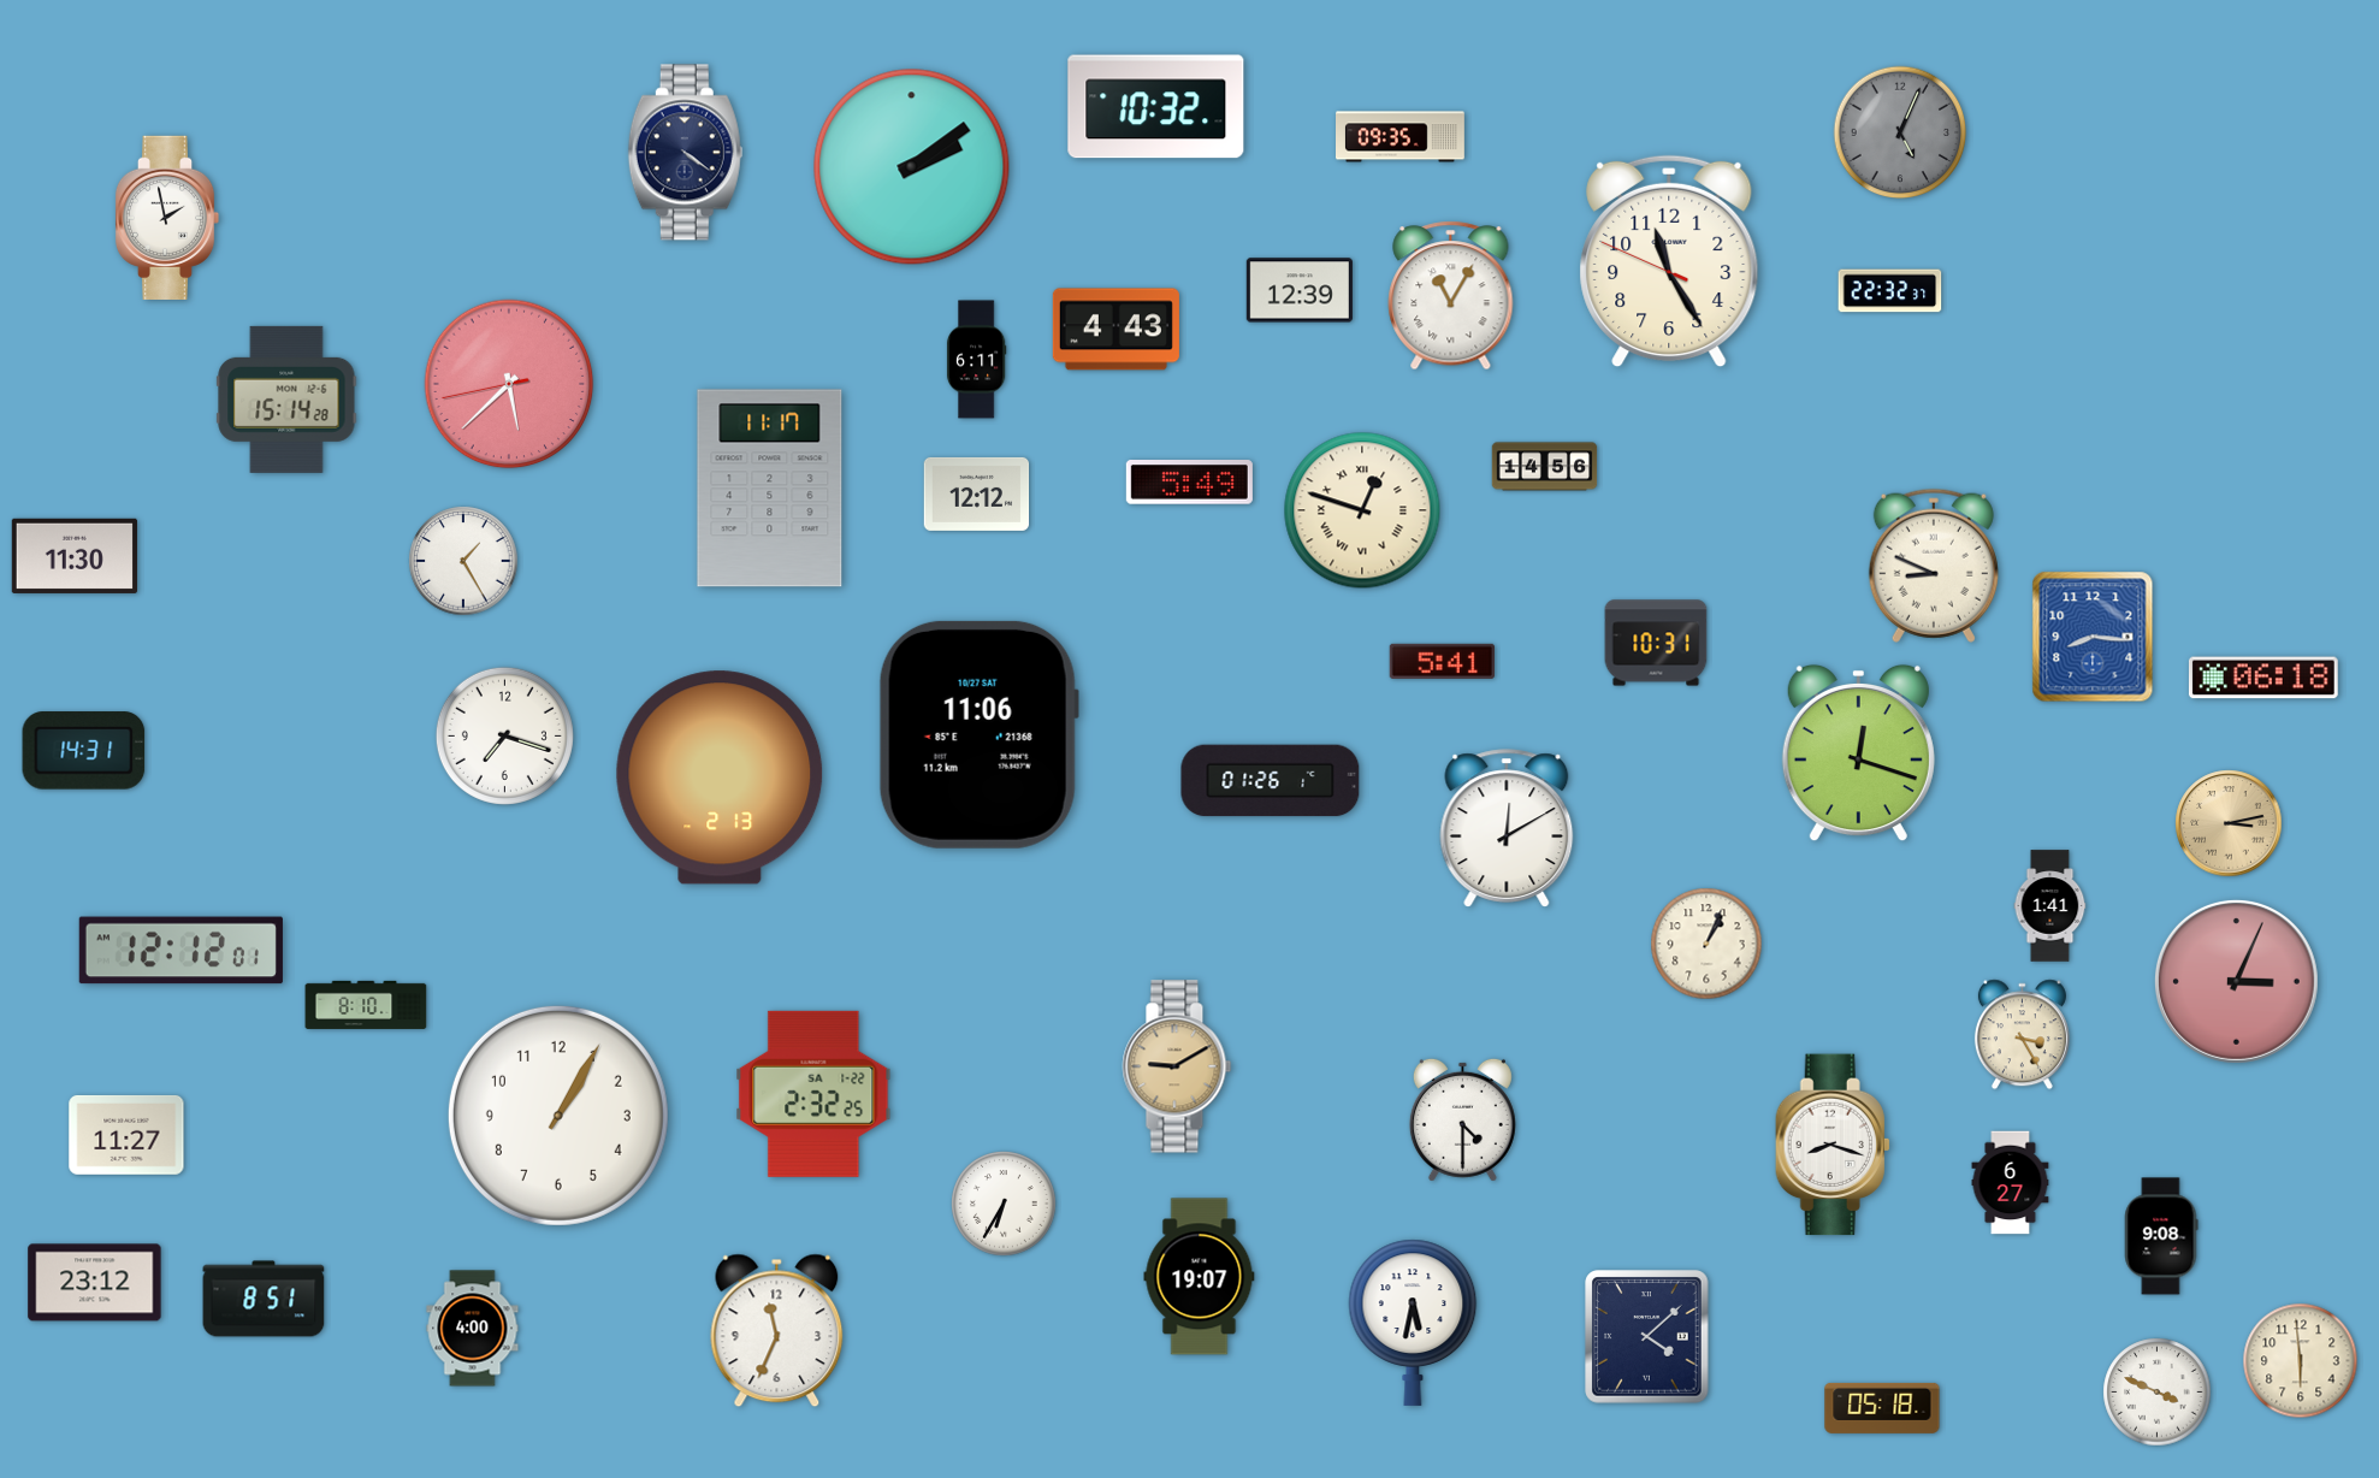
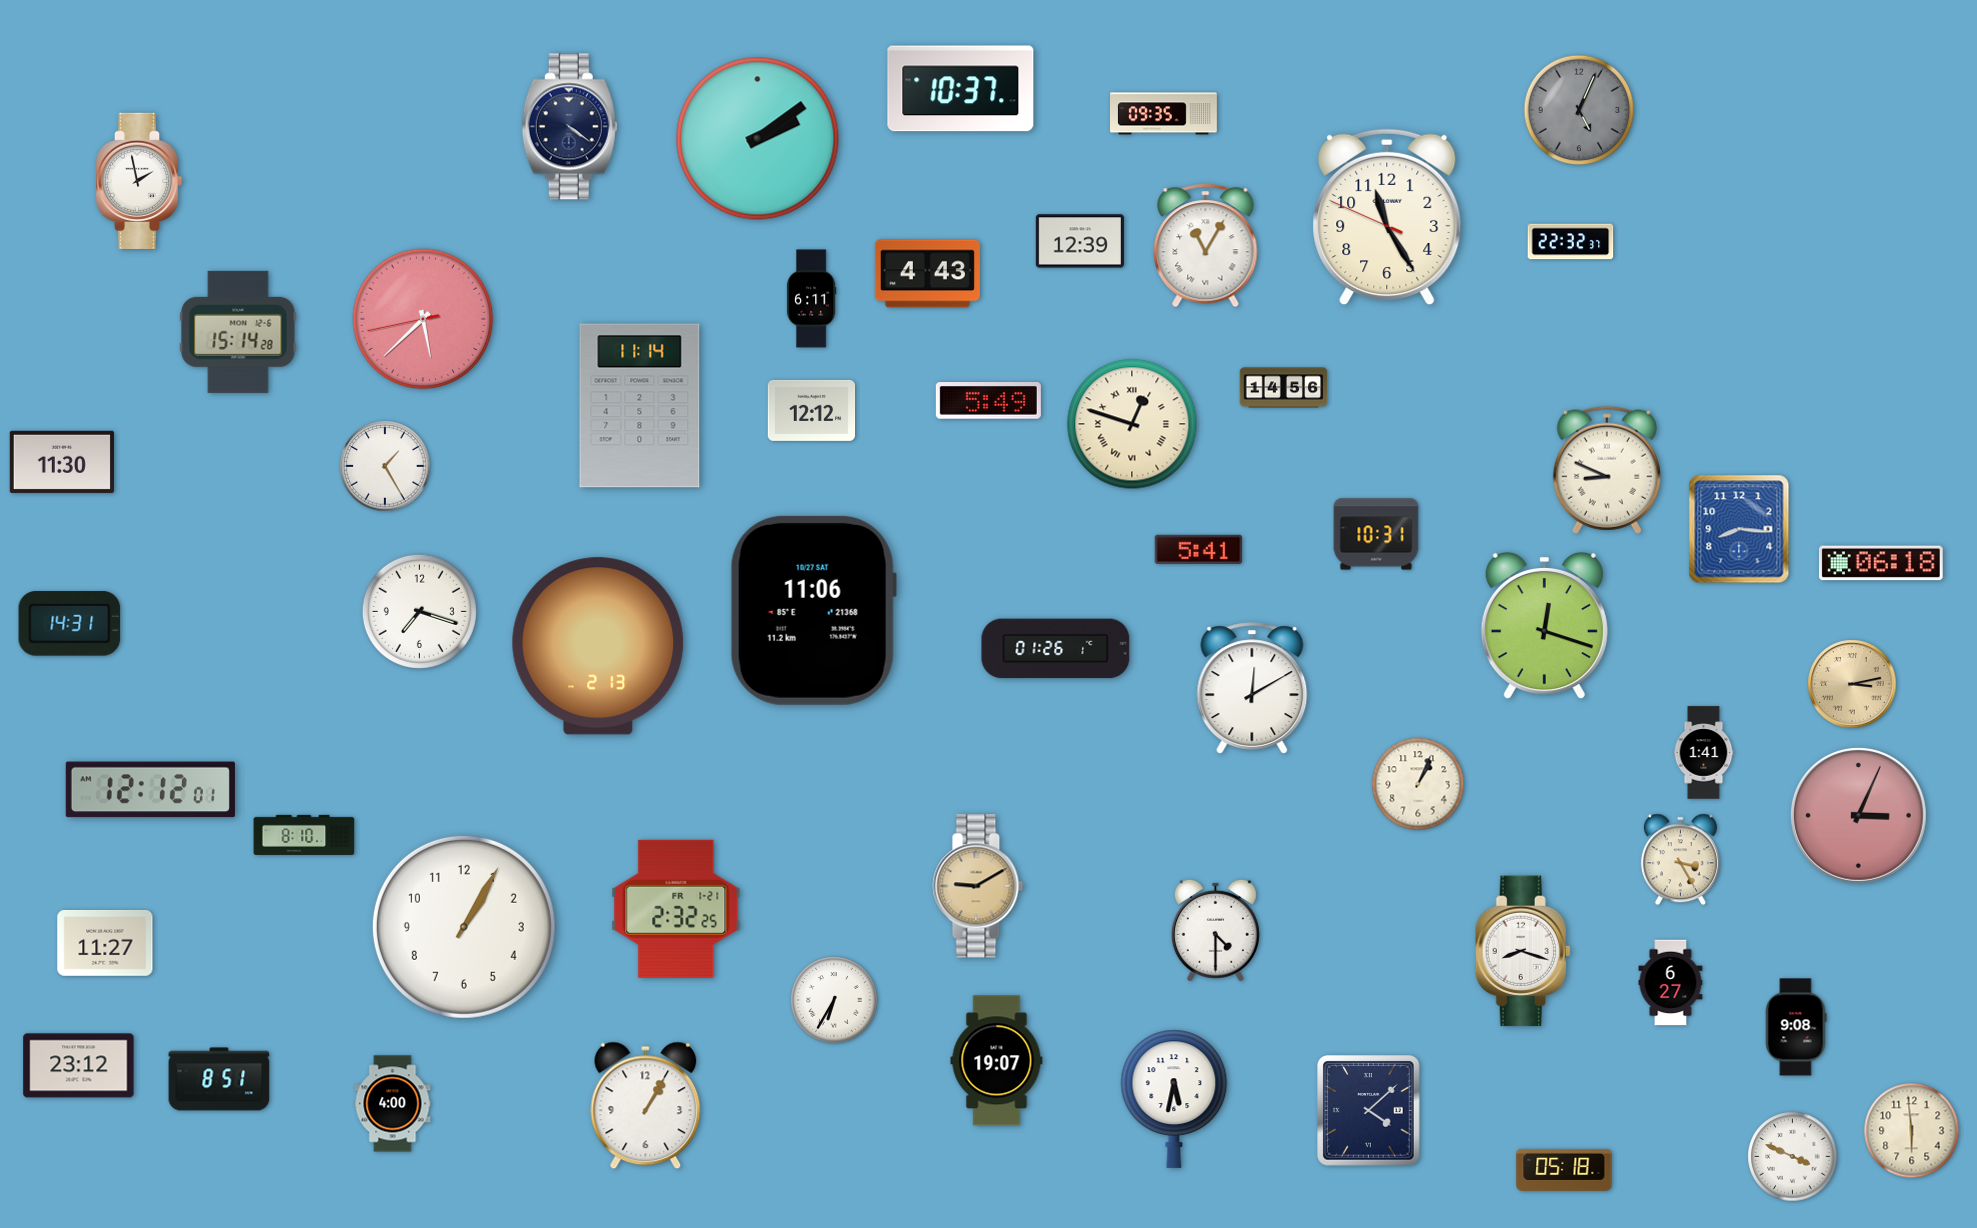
clock at (1156, 107): 10:32 -> 10:37
clock at (770, 489): 11:17 -> 11:14
clock at (813, 1094) date: SA 1-22 -> FR 1-21
clock at (777, 1331): 11:34 -> 1:05
